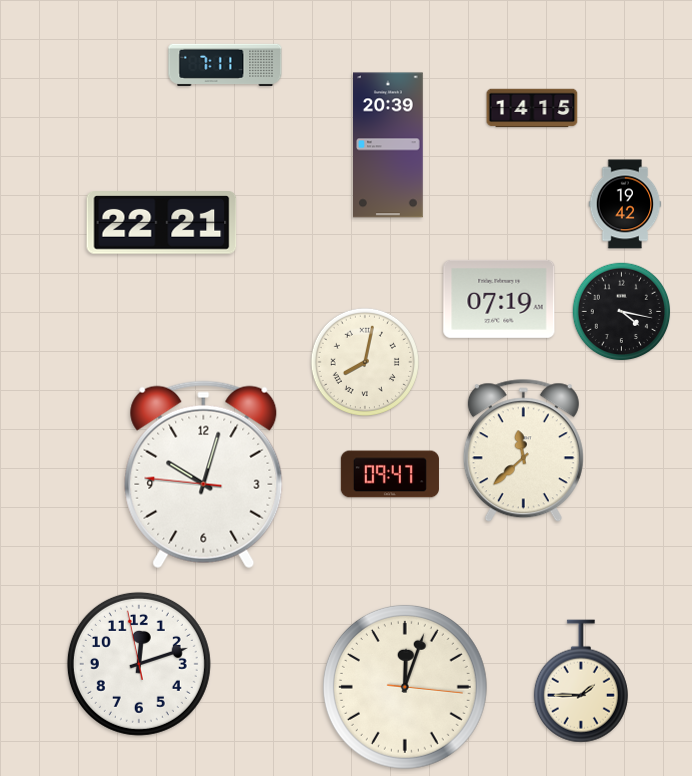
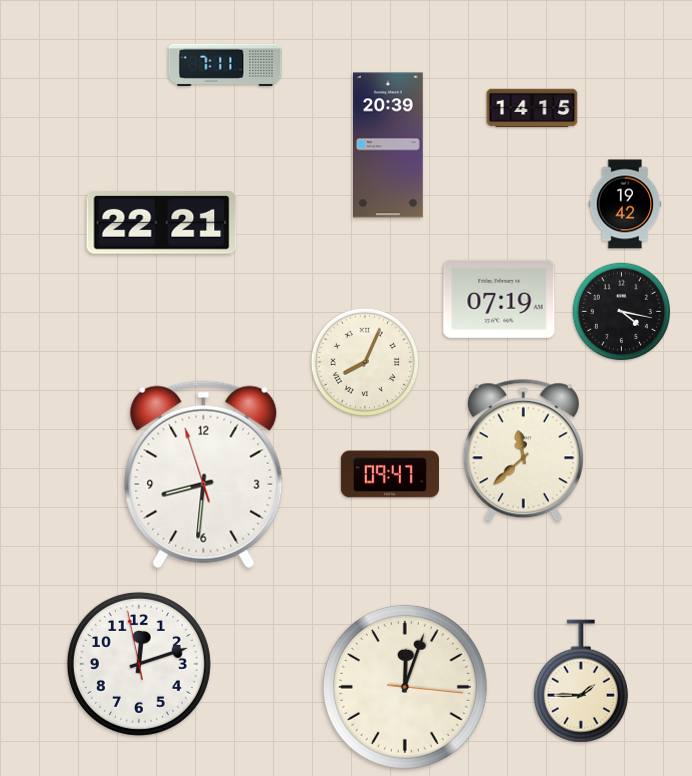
clock at (365, 362): 8:02 -> 8:04
clock at (204, 475): 10:02 -> 8:30
